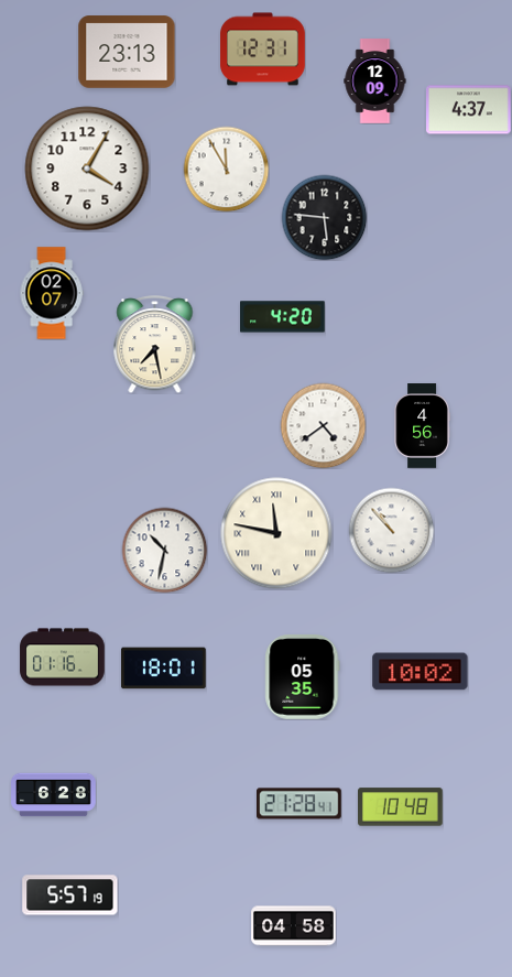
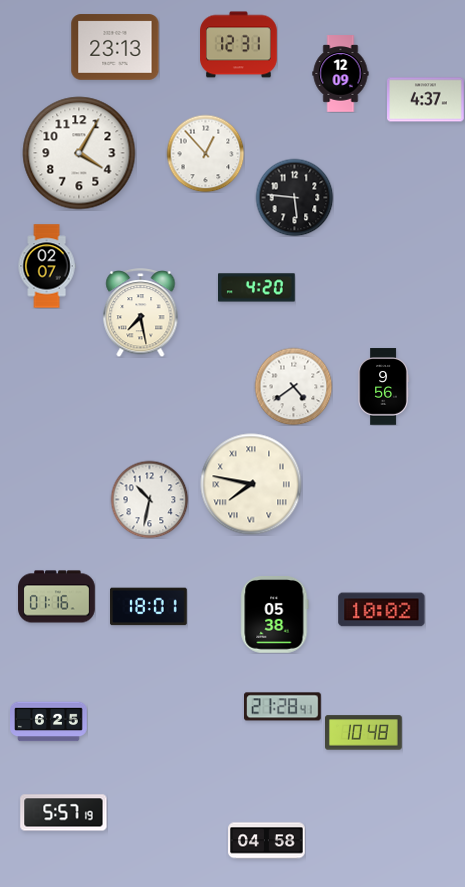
clock at (226, 169): 11:55 -> 12:53
clock at (422, 426): 4:56 -> 9:56
clock at (391, 530): 10:53 -> none
clock at (276, 533): 11:47 -> 7:47
clock at (303, 677): 05:35 -> 05:38
clock at (54, 795): 6:28 -> 6:25
clock at (299, 804) position: (299, 804) -> (283, 707)
